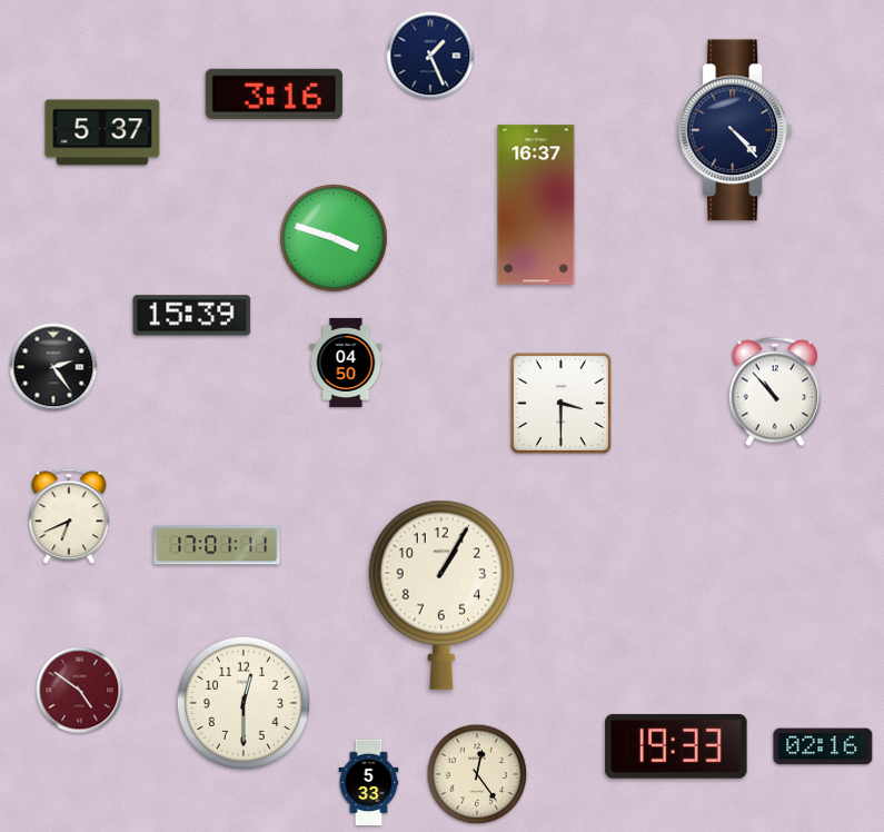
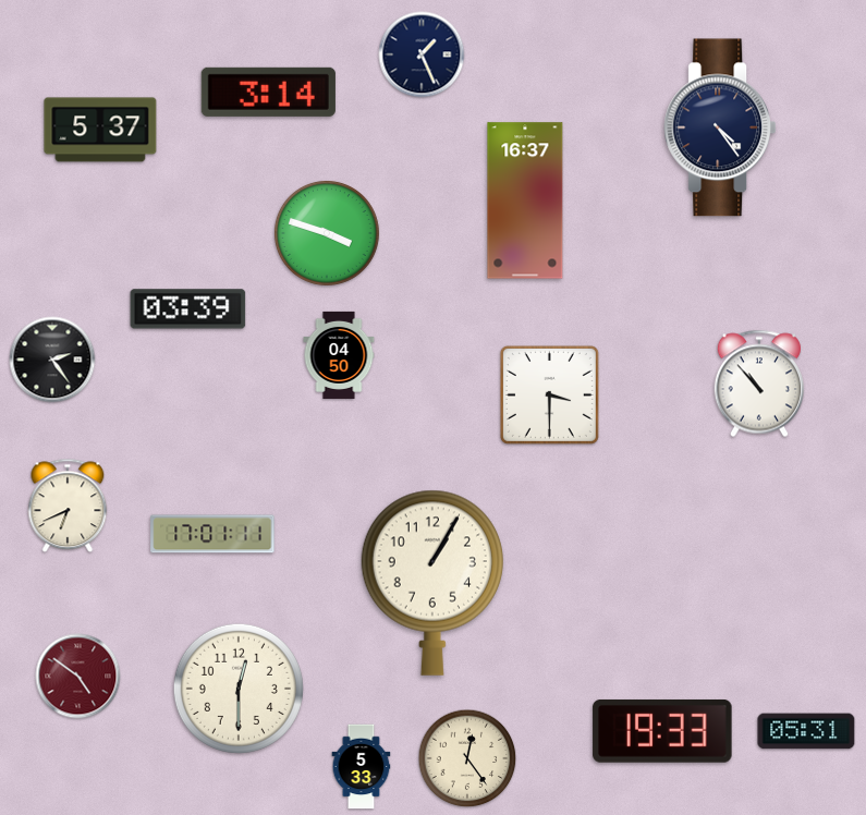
clock at (274, 93): 3:16 -> 3:14
clock at (735, 130): 4:23 -> 4:24
clock at (192, 316): 15:39 -> 03:39
clock at (823, 746): 02:16 -> 05:31
